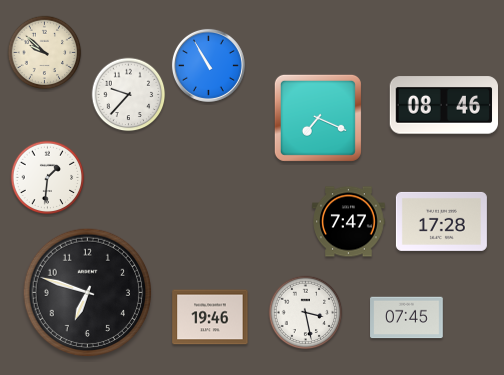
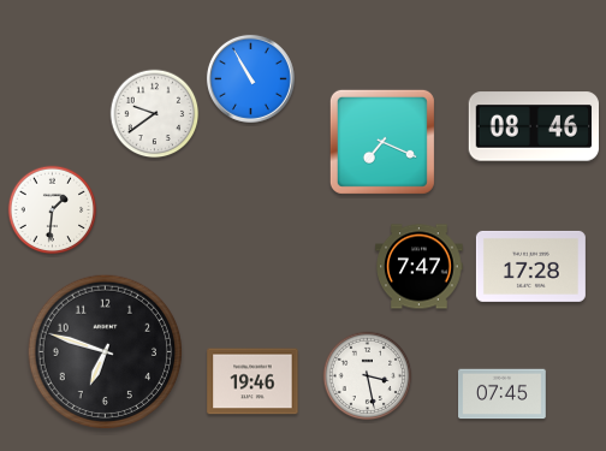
clock at (45, 53): 9:52 -> none
clock at (129, 95): 9:37 -> 9:39
clock at (48, 178) position: (48, 178) -> (53, 210)
clock at (407, 318) position: (407, 318) -> (503, 394)
